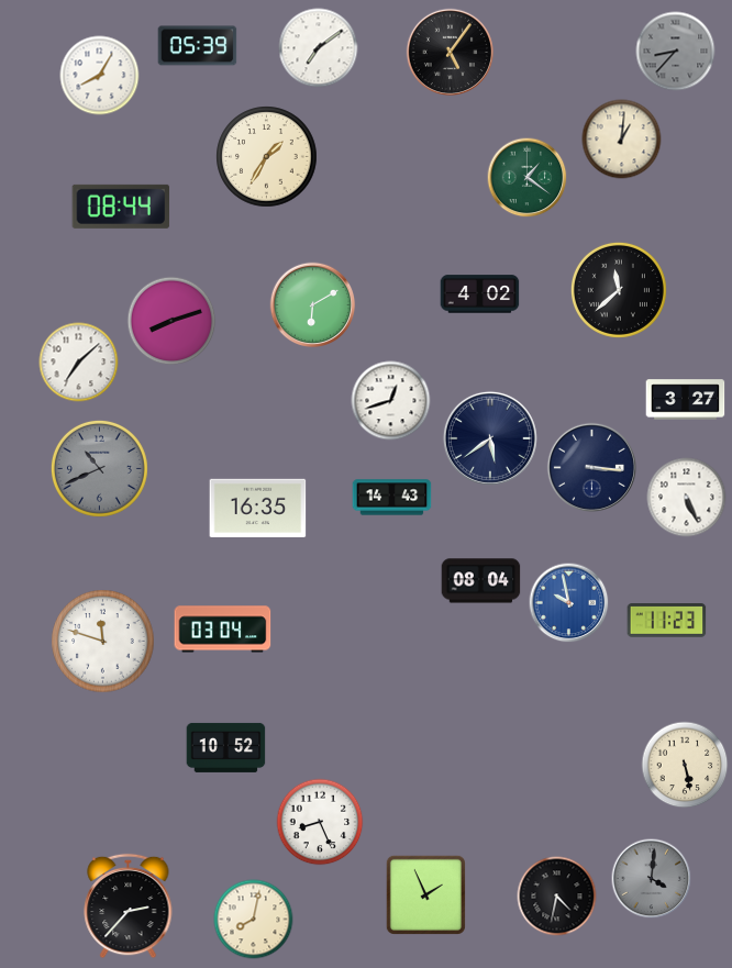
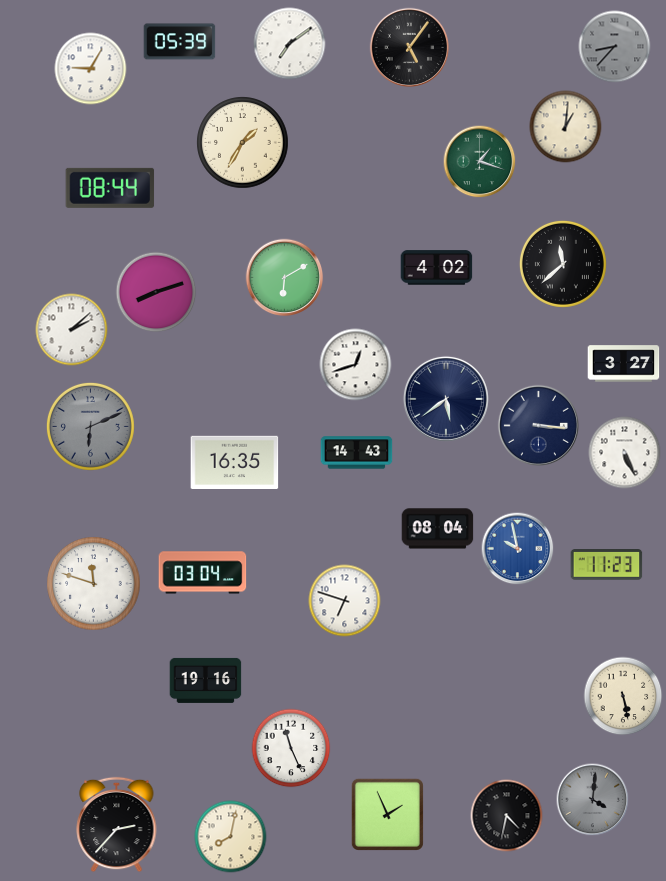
clock at (100, 76): 8:05 -> 9:05
clock at (528, 178): 1:21 -> 1:18
clock at (79, 363): 7:08 -> 2:08
clock at (99, 468): 10:41 -> 6:11
clock at (345, 601): none -> 6:48
clock at (226, 747): 10:52 -> 19:16
clock at (320, 822): 8:26 -> 11:26
